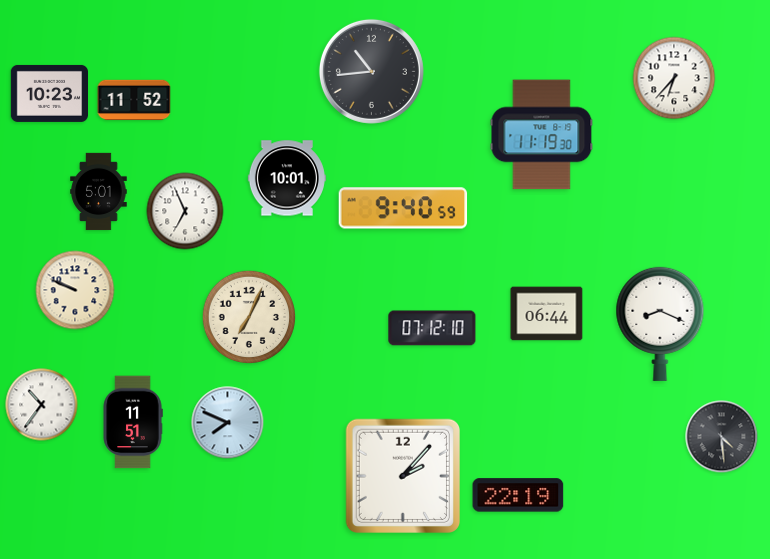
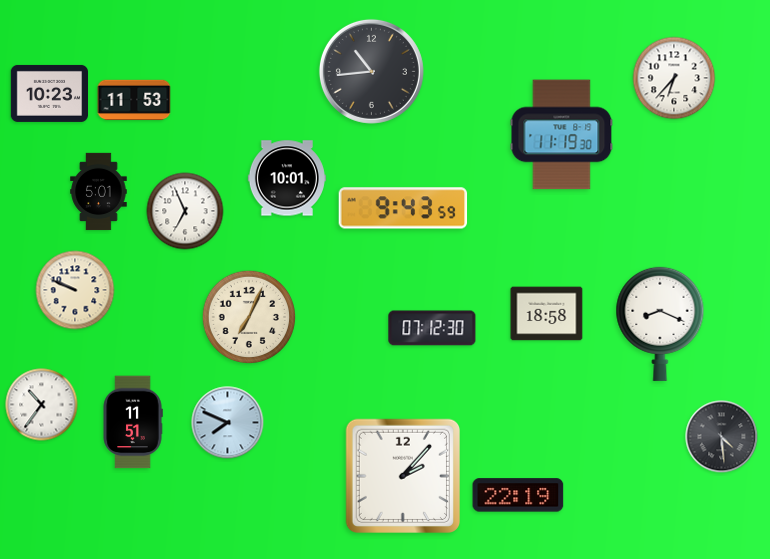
clock at (134, 100): 11:52 -> 11:53
clock at (542, 135) position: (542, 135) -> (562, 135)
clock at (403, 208): 9:40 -> 9:43
clock at (547, 314): 06:44 -> 18:58
clock at (432, 328): 07:12:10 -> 07:12:30
